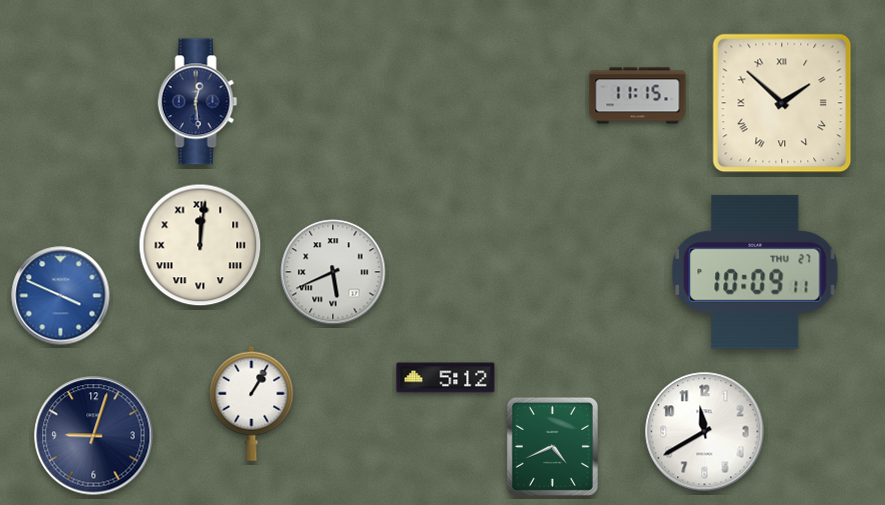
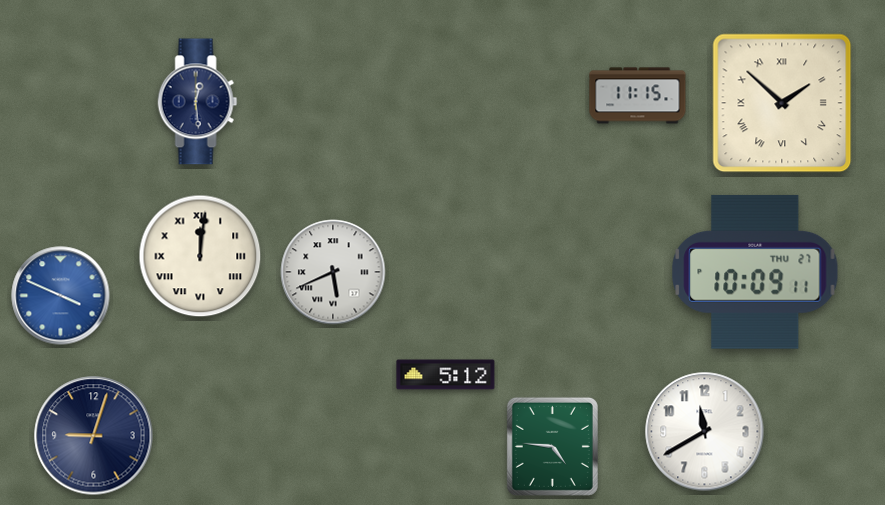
clock at (200, 245) position: (200, 245) -> (200, 256)
clock at (446, 378) position: (446, 378) -> (446, 375)
clock at (252, 403): 1:05 -> none
clock at (552, 446): 4:41 -> 4:46
